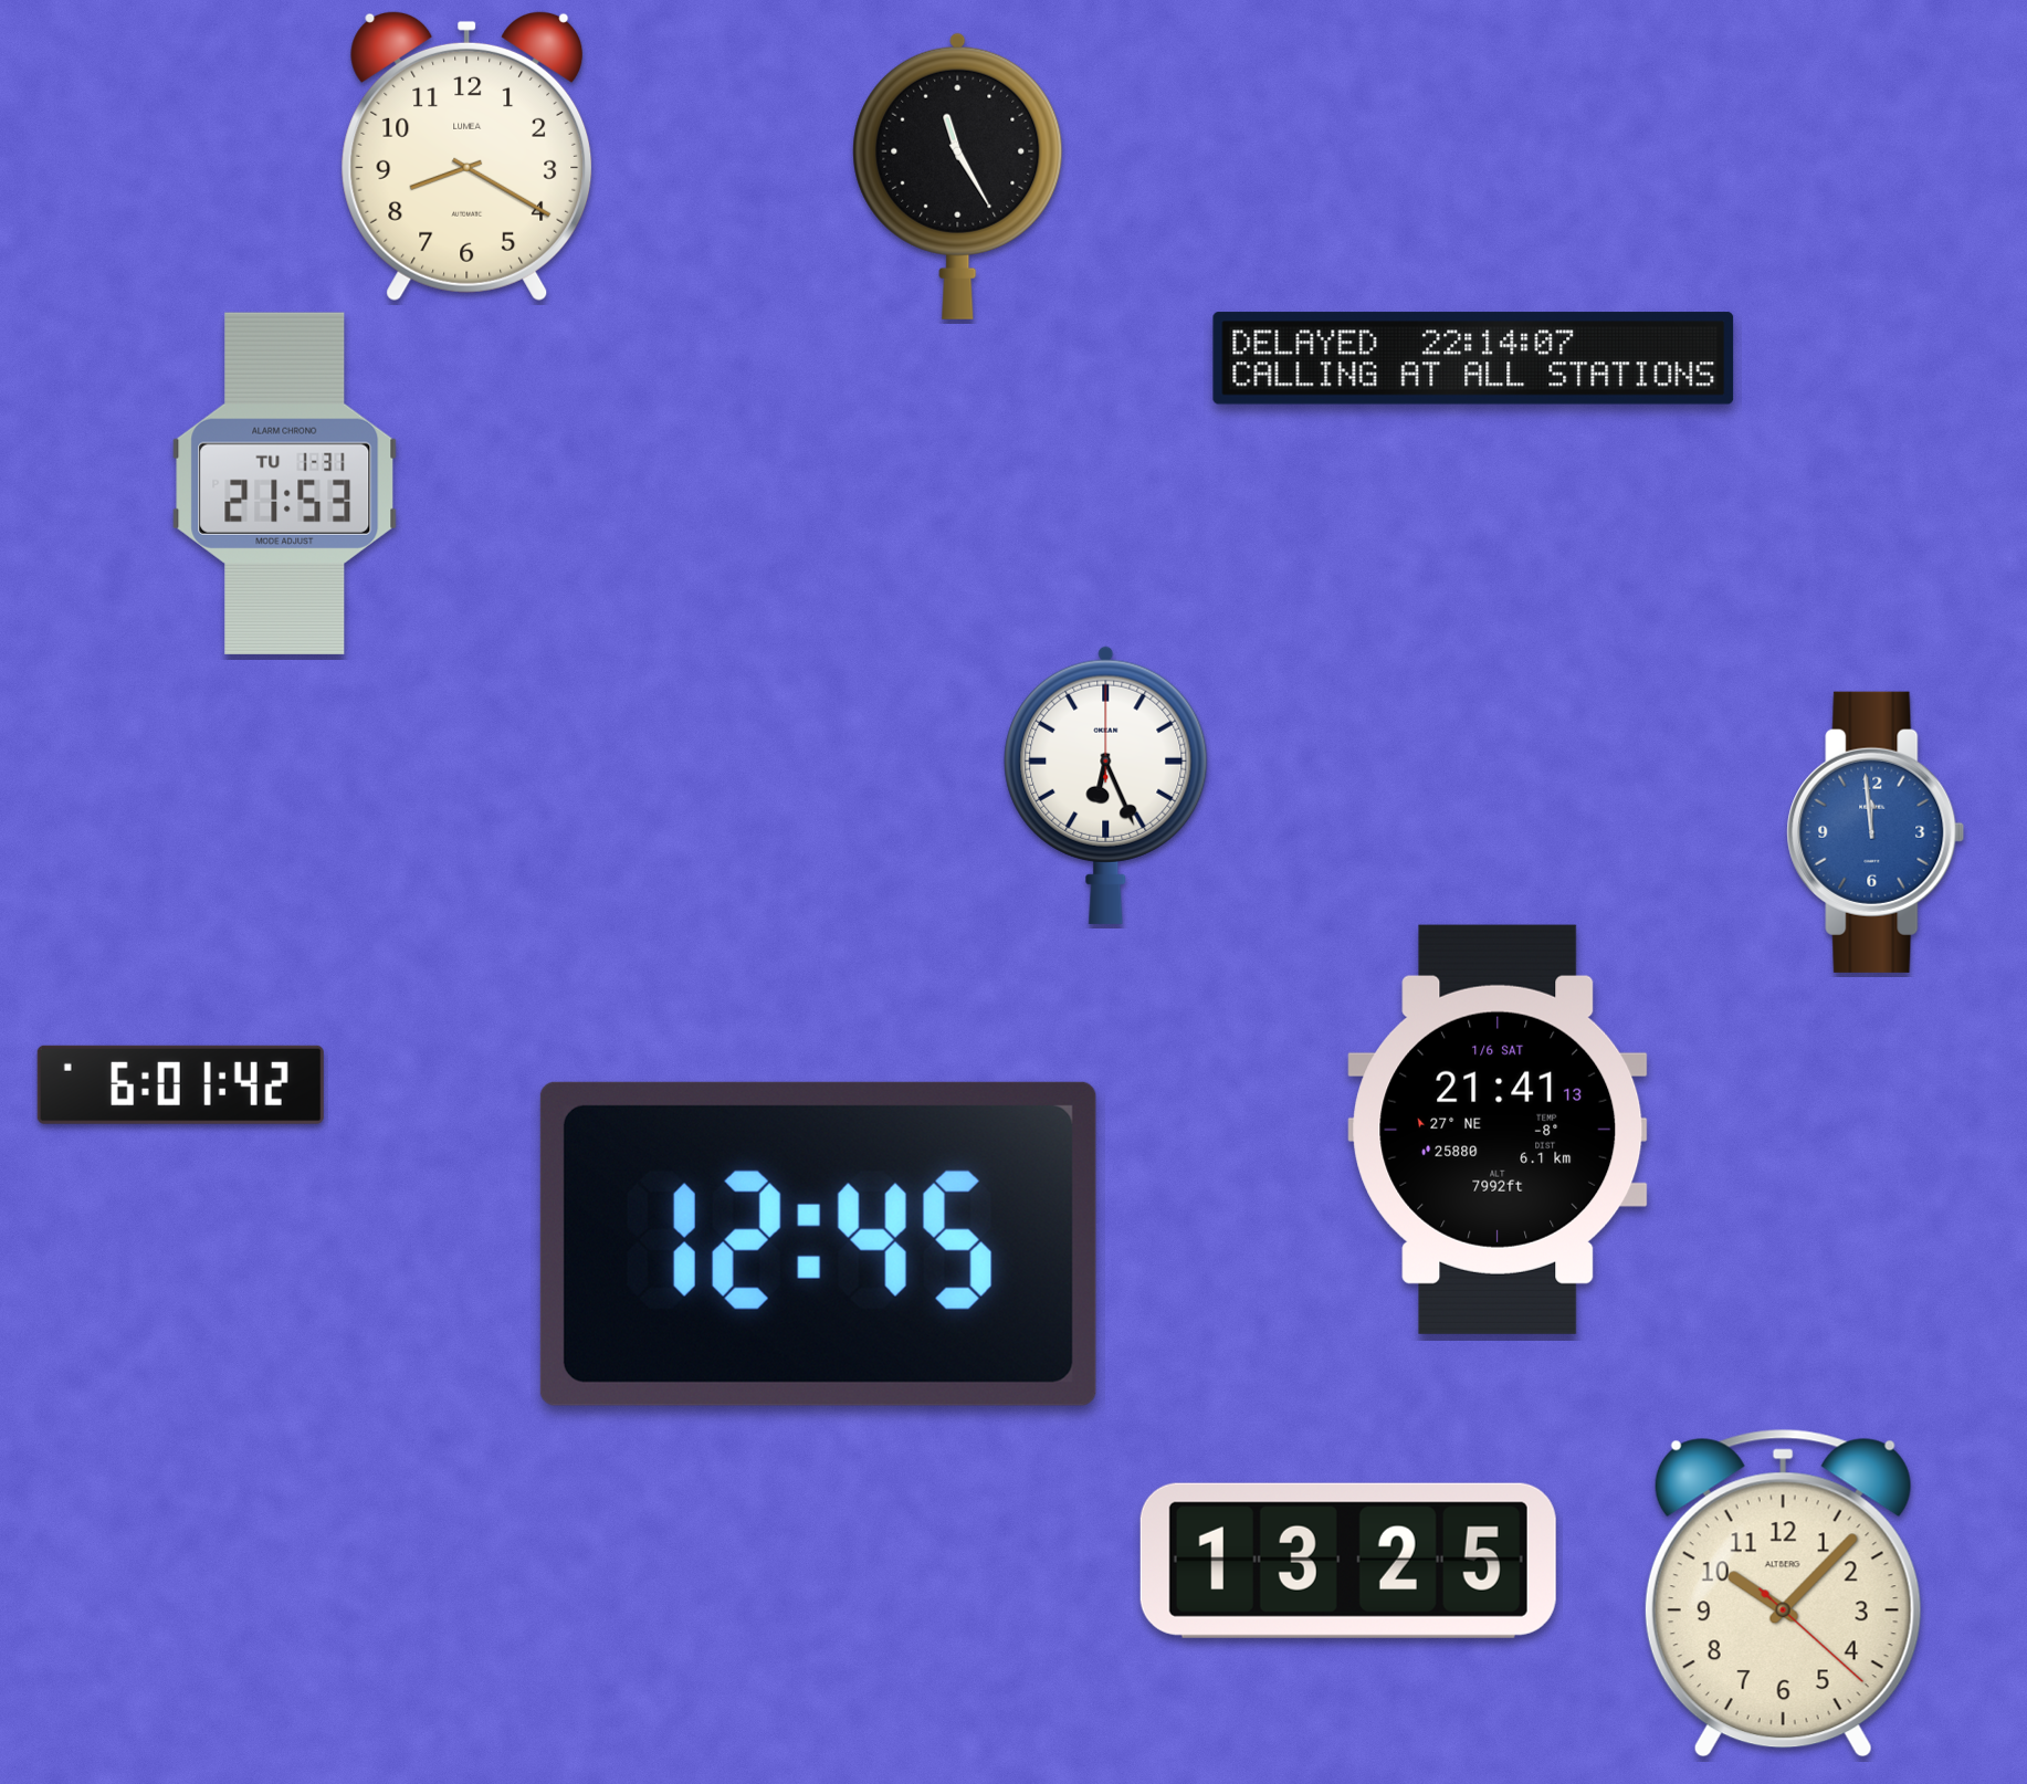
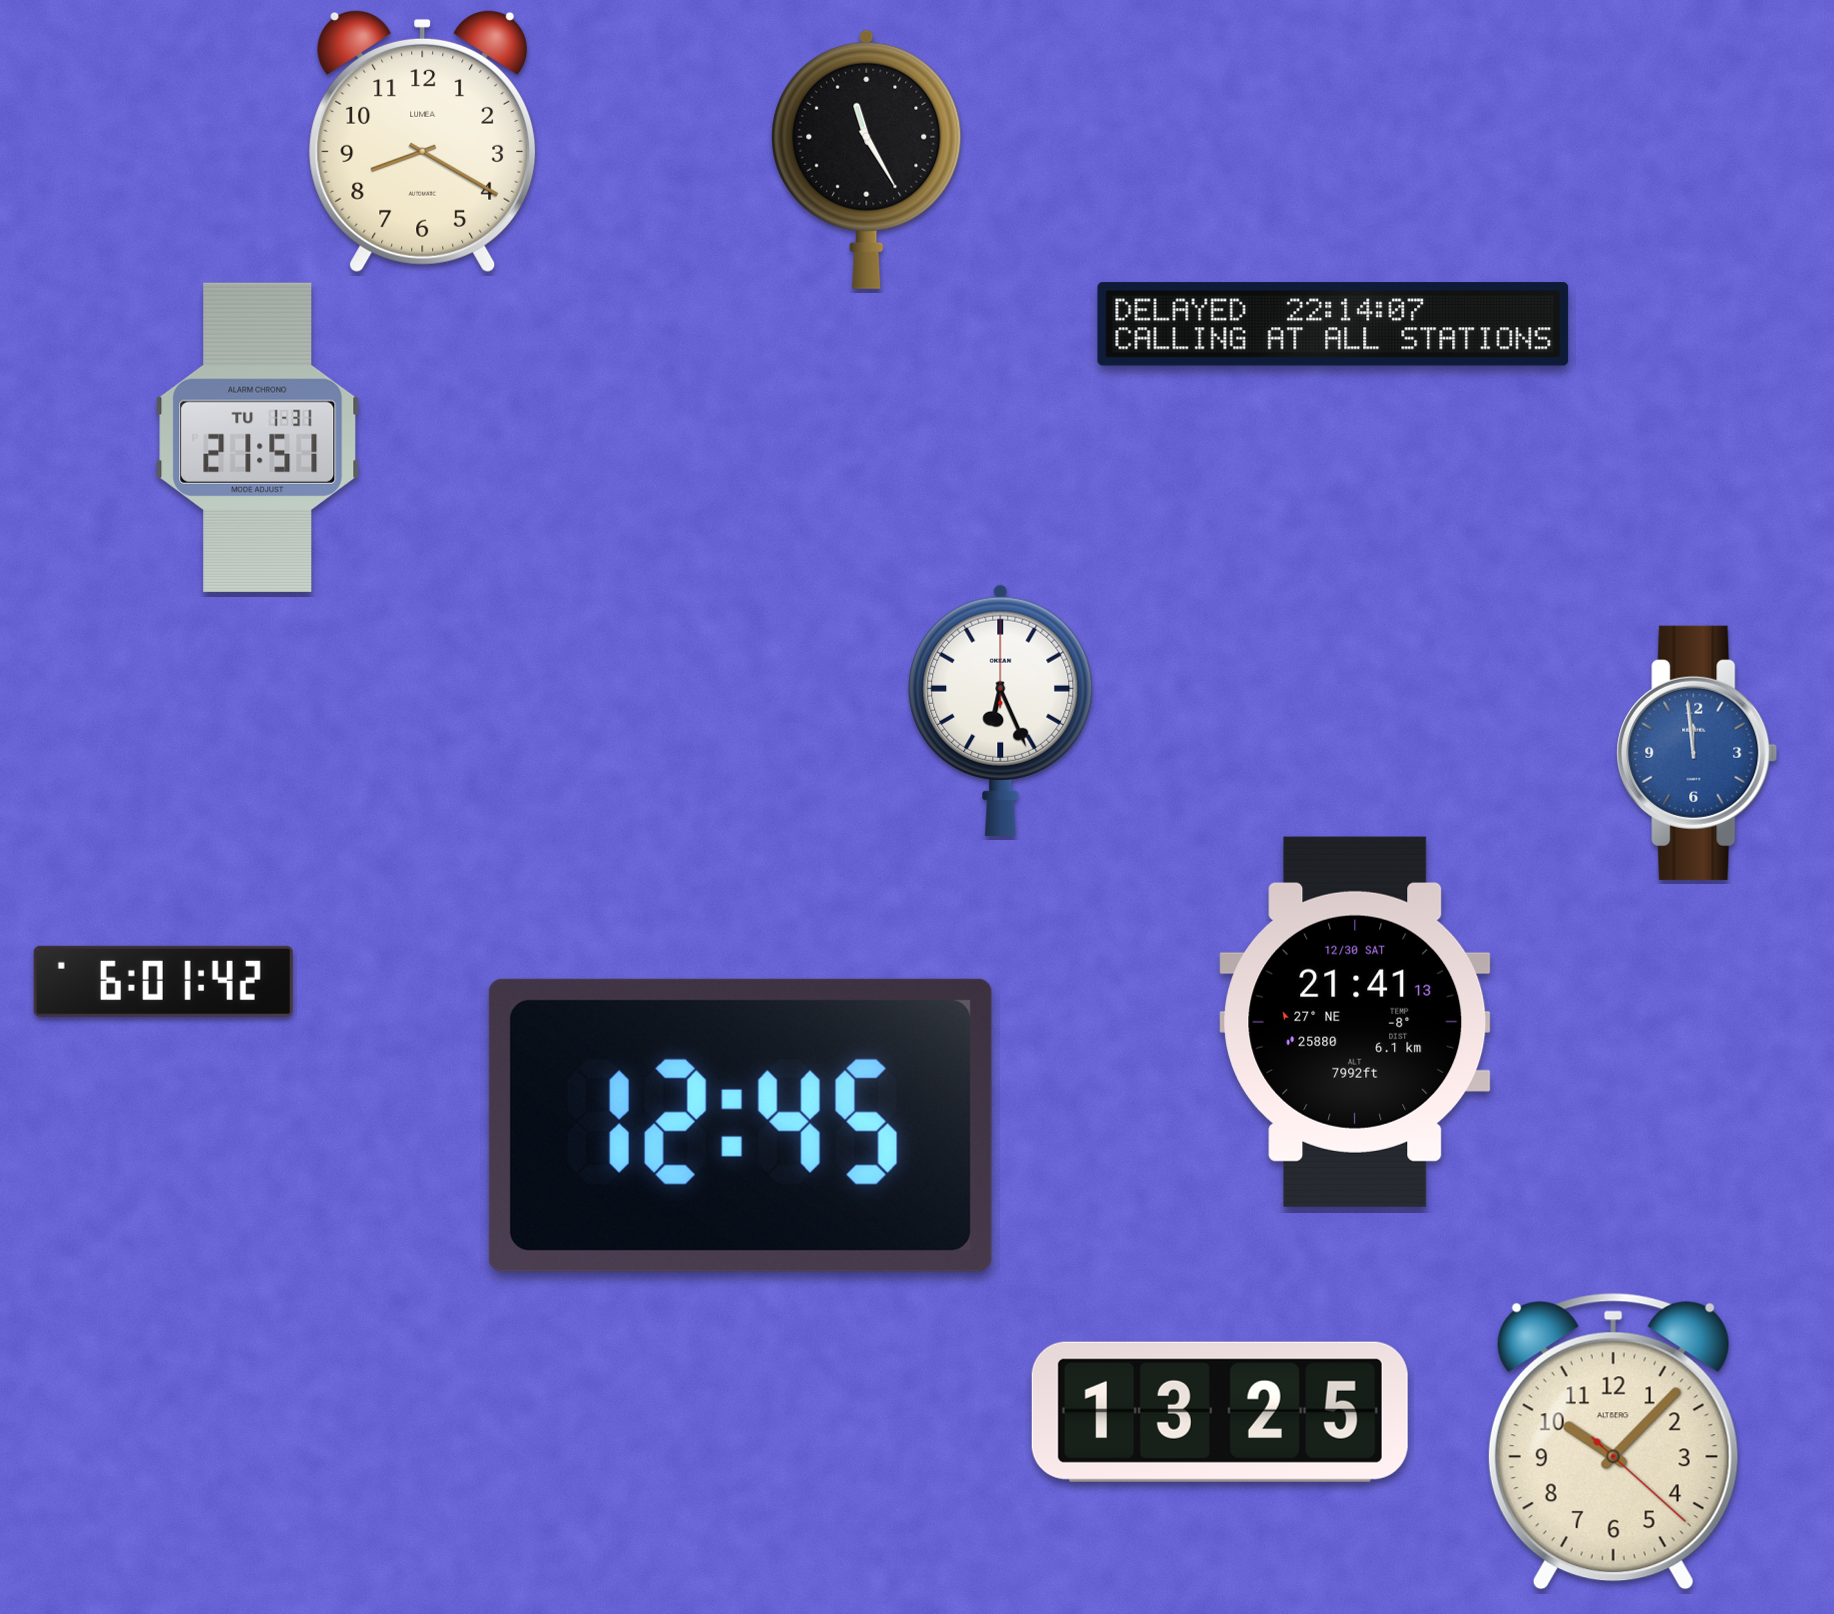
clock at (285, 483): 21:53 -> 21:51
clock at (1498, 1130) date: 1/6 SAT -> 12/30 SAT
